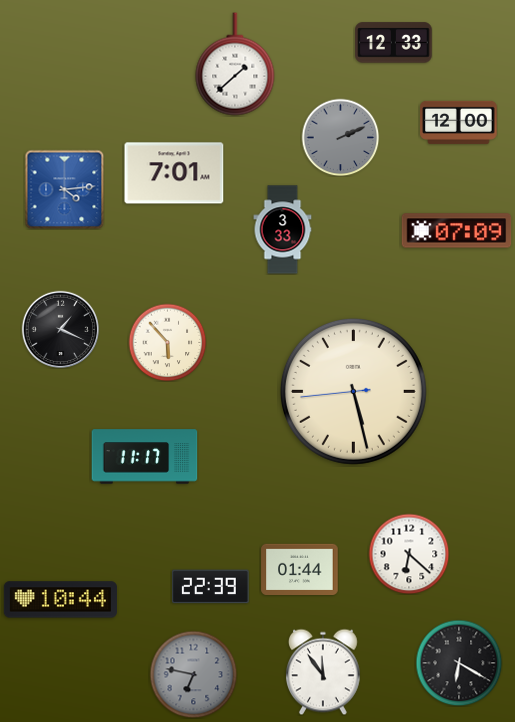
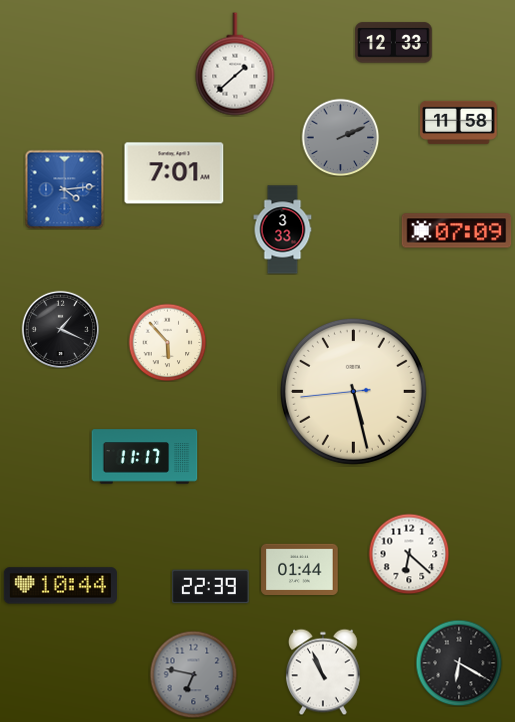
clock at (459, 122): 12:00 -> 11:58
clock at (60, 600) position: (60, 600) -> (60, 586)
clock at (323, 672): 11:54 -> 10:56
